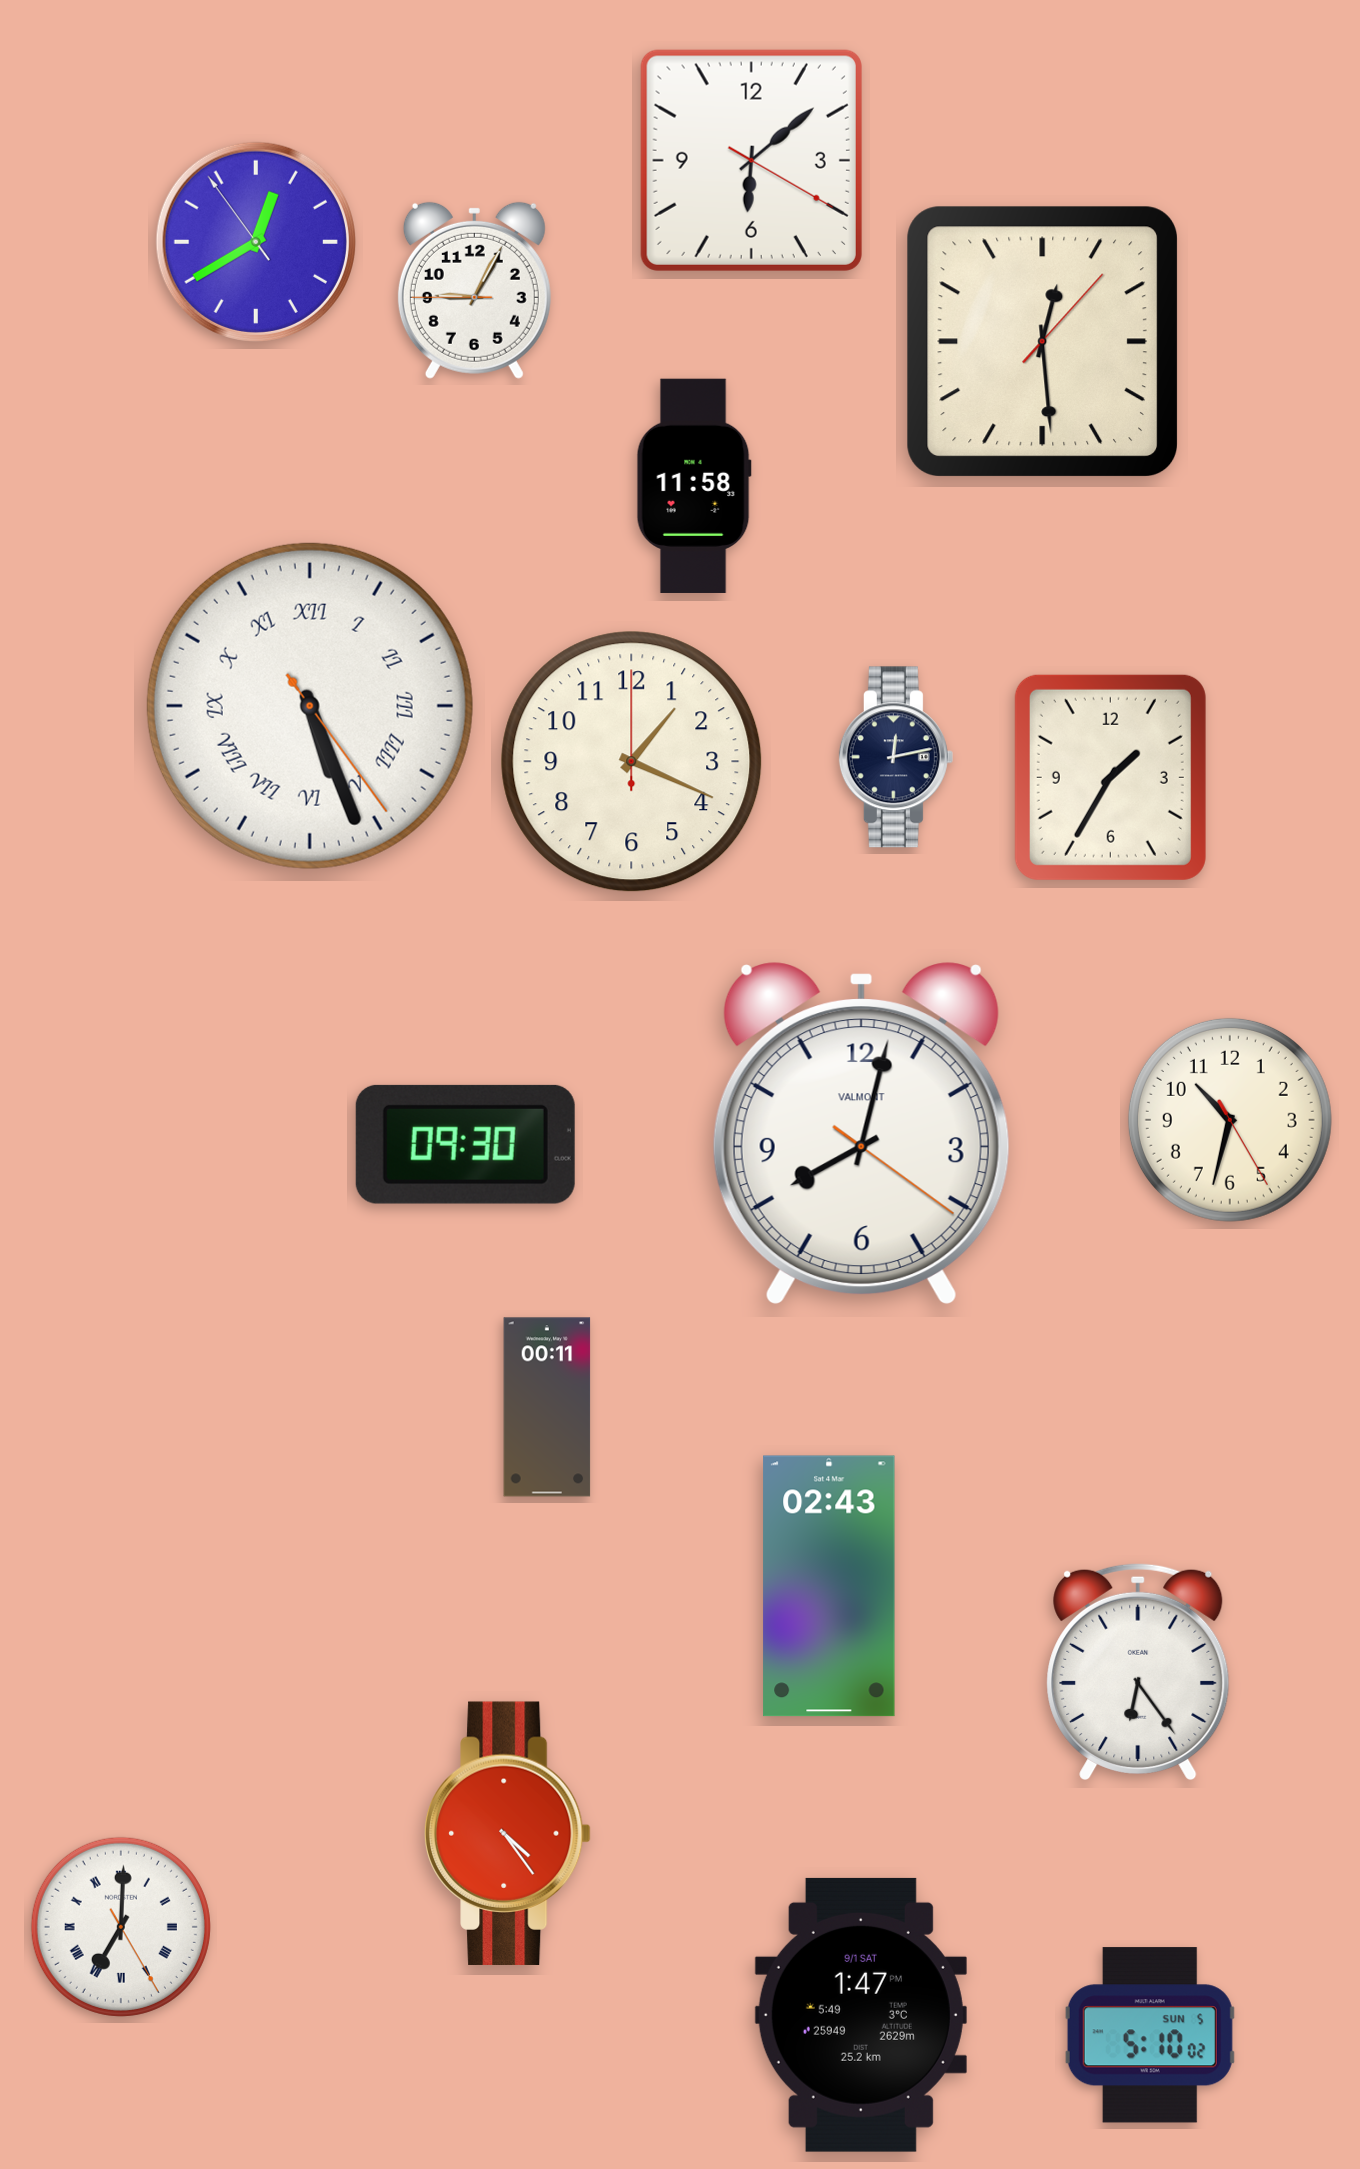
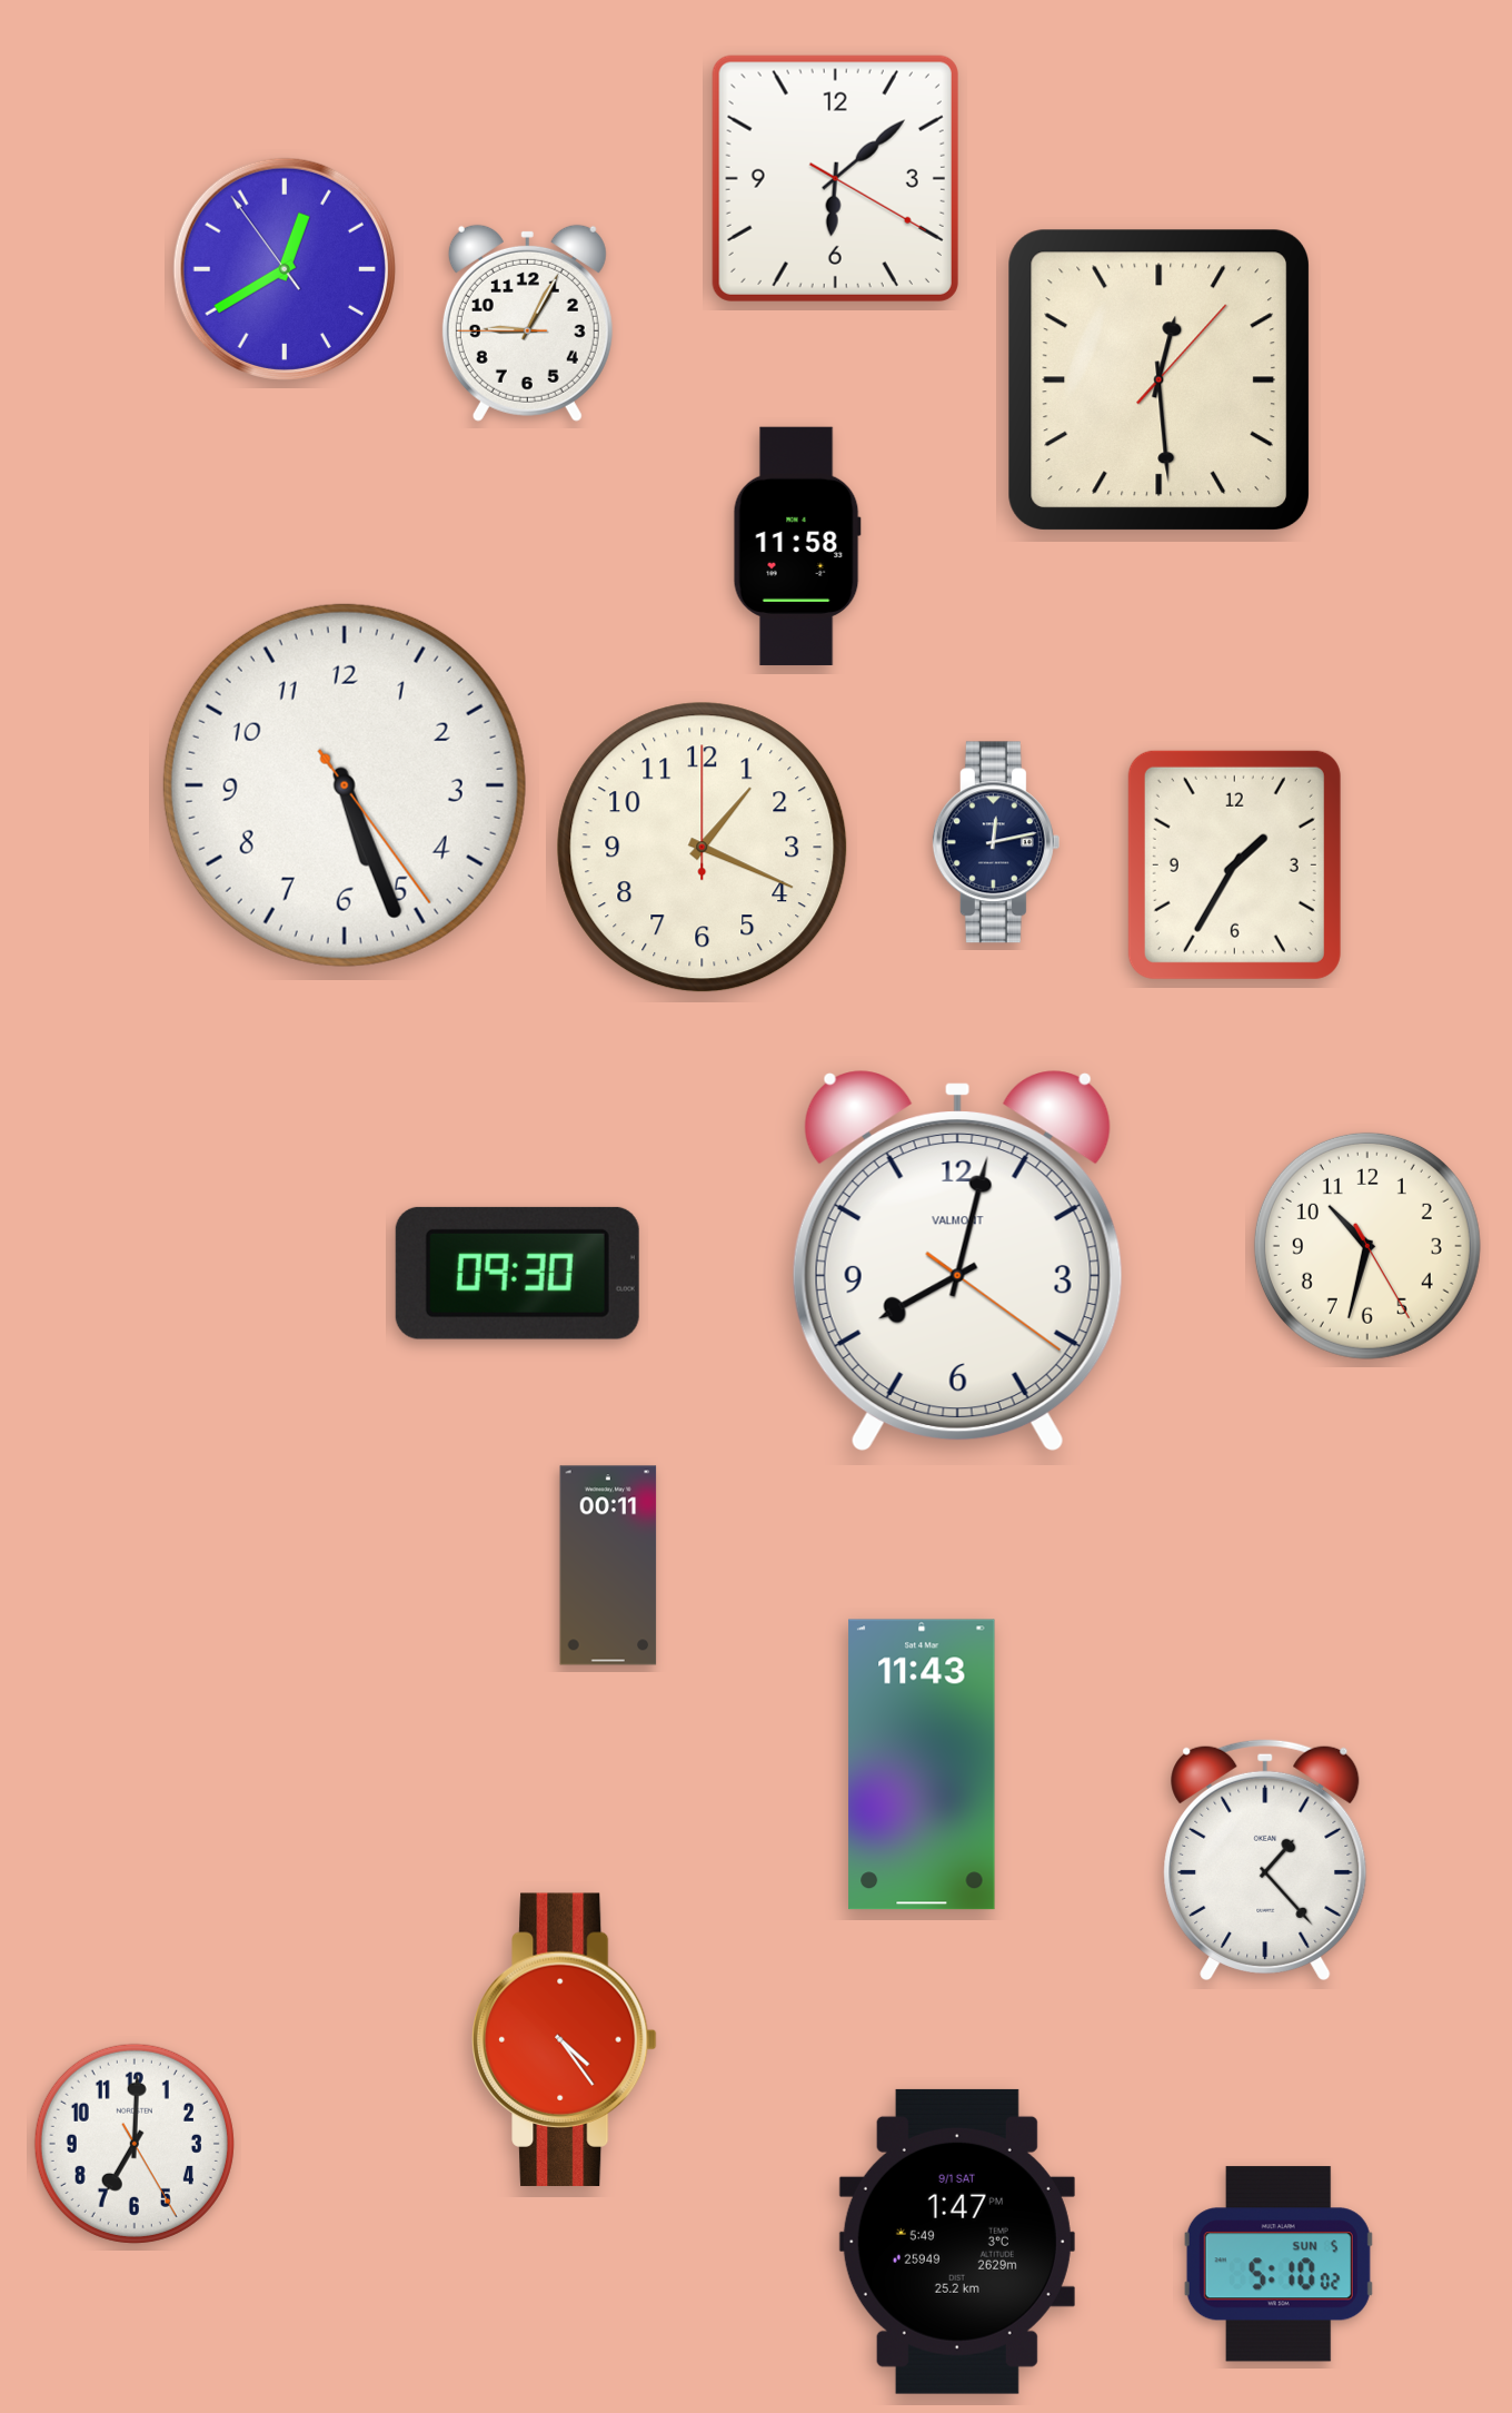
clock at (694, 486) position: (694, 486) -> (797, 546)
clock at (310, 706) numerals: Roman -> Arabic
clock at (829, 1586): 02:43 -> 11:43
clock at (1138, 1671): 6:24 -> 1:23
clock at (121, 1927) numerals: Roman -> Arabic
